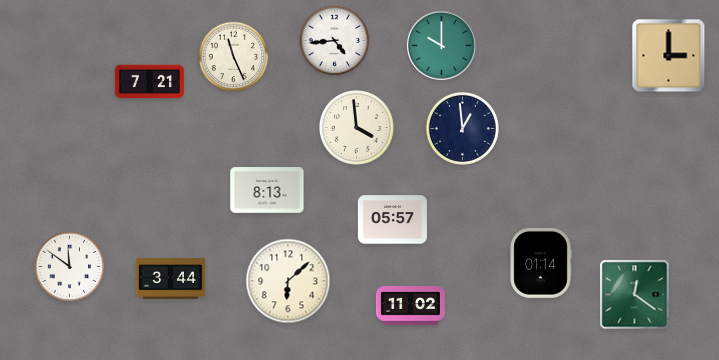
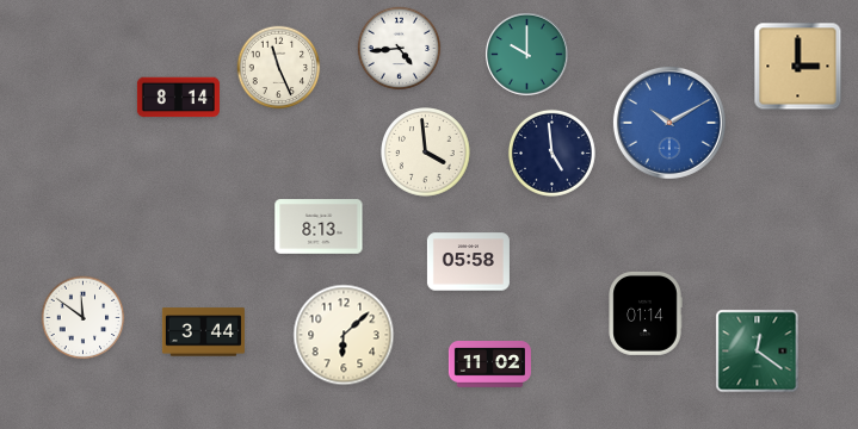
clock at (149, 82): 7:21 -> 8:14
clock at (669, 123): none -> 10:10
clock at (462, 128): 12:59 -> 4:59
clock at (392, 220): 05:57 -> 05:58
